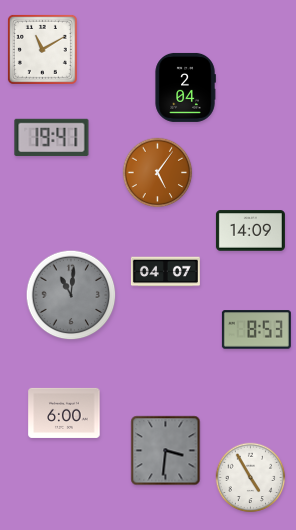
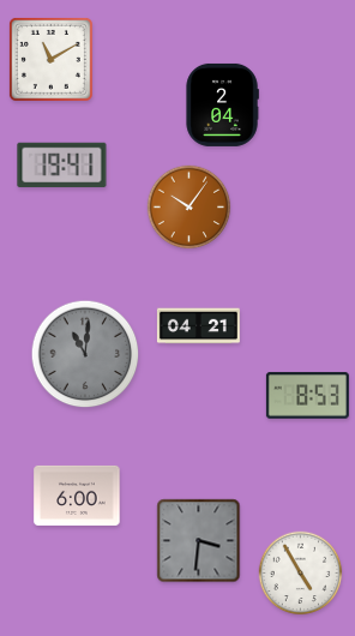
clock at (158, 173): 5:06 -> 10:06
clock at (250, 231): 14:09 -> none
clock at (165, 272): 04:07 -> 04:21
